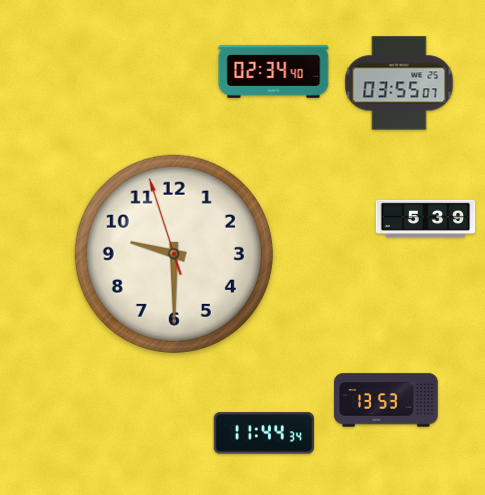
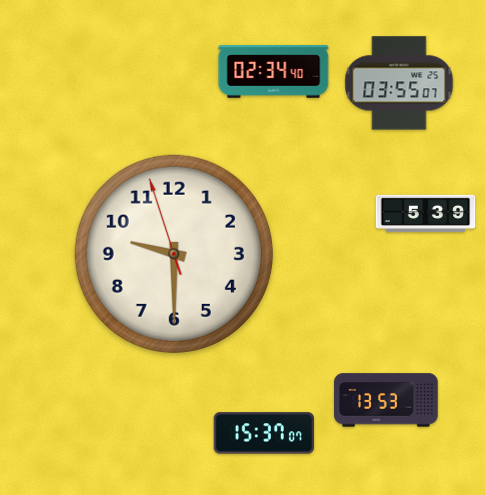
clock at (426, 219) position: (426, 219) -> (426, 214)
clock at (263, 433): 11:44 -> 15:37
